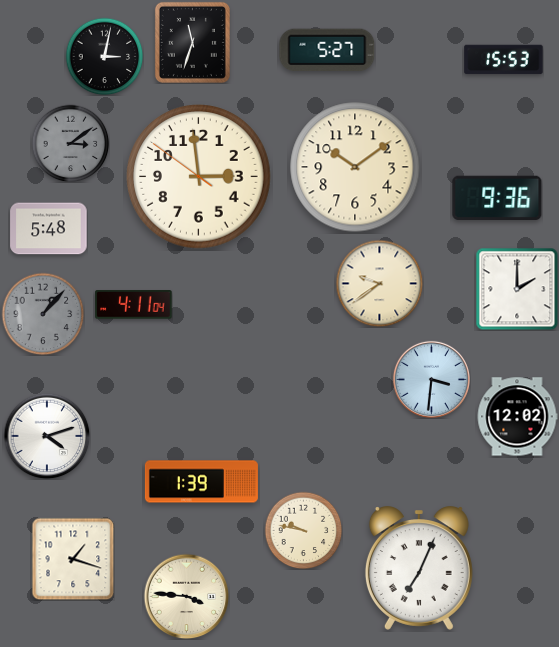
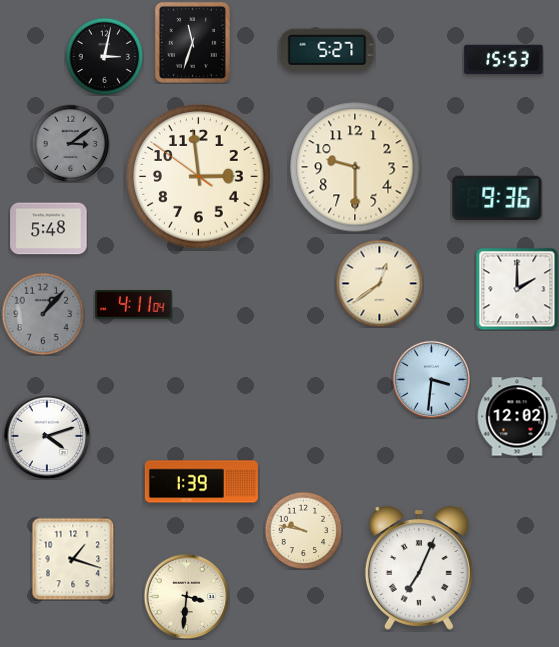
clock at (355, 167): 10:09 -> 9:30
clock at (379, 283): 9:39 -> 12:39
clock at (186, 596): 3:46 -> 3:31
